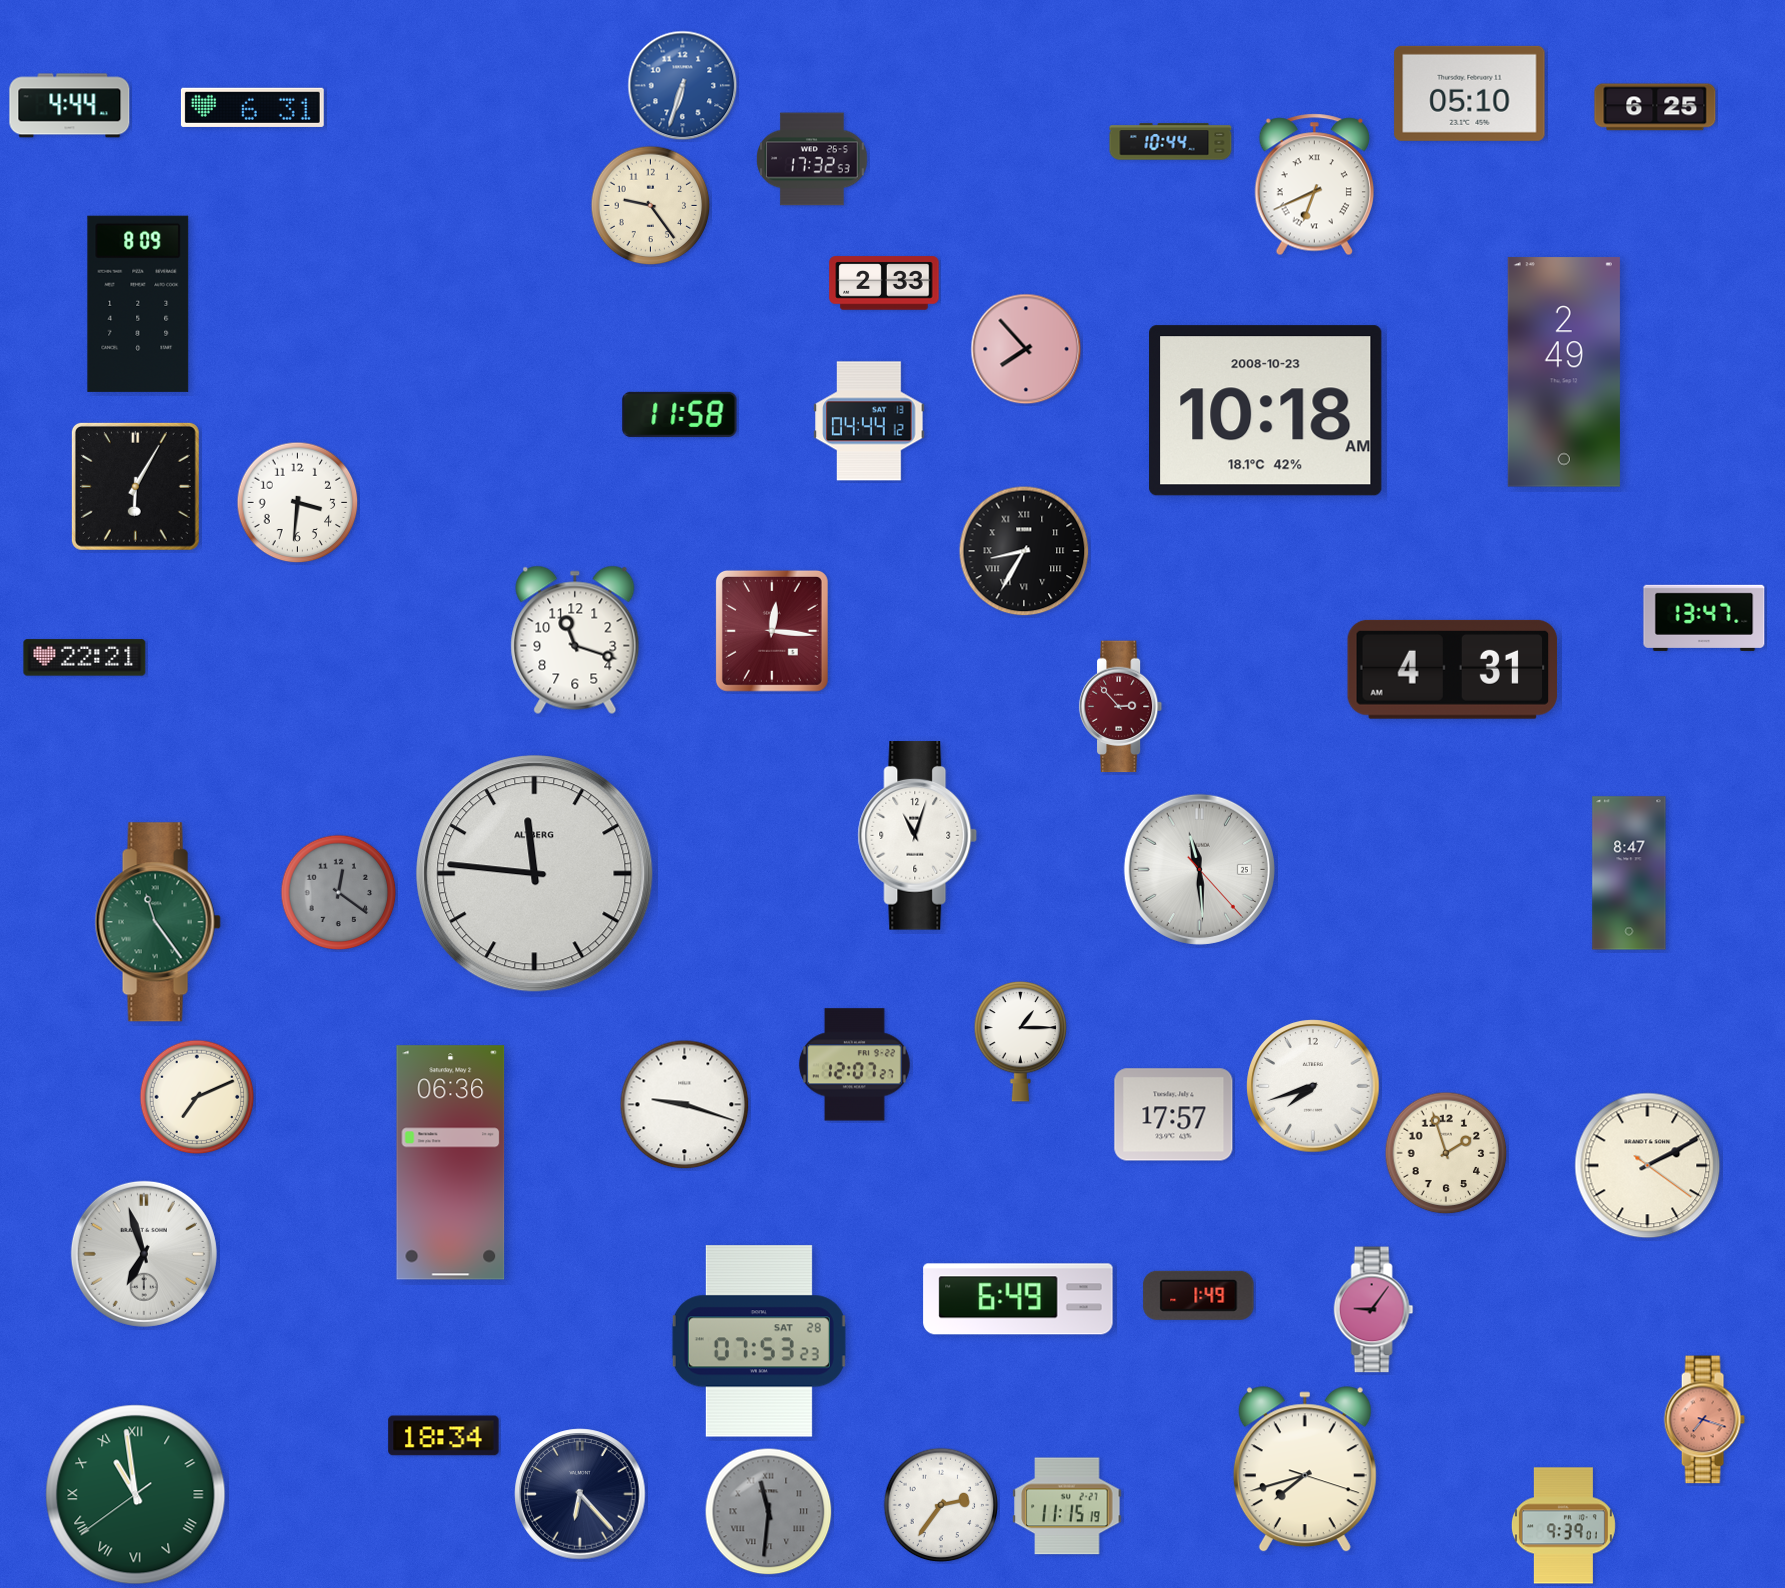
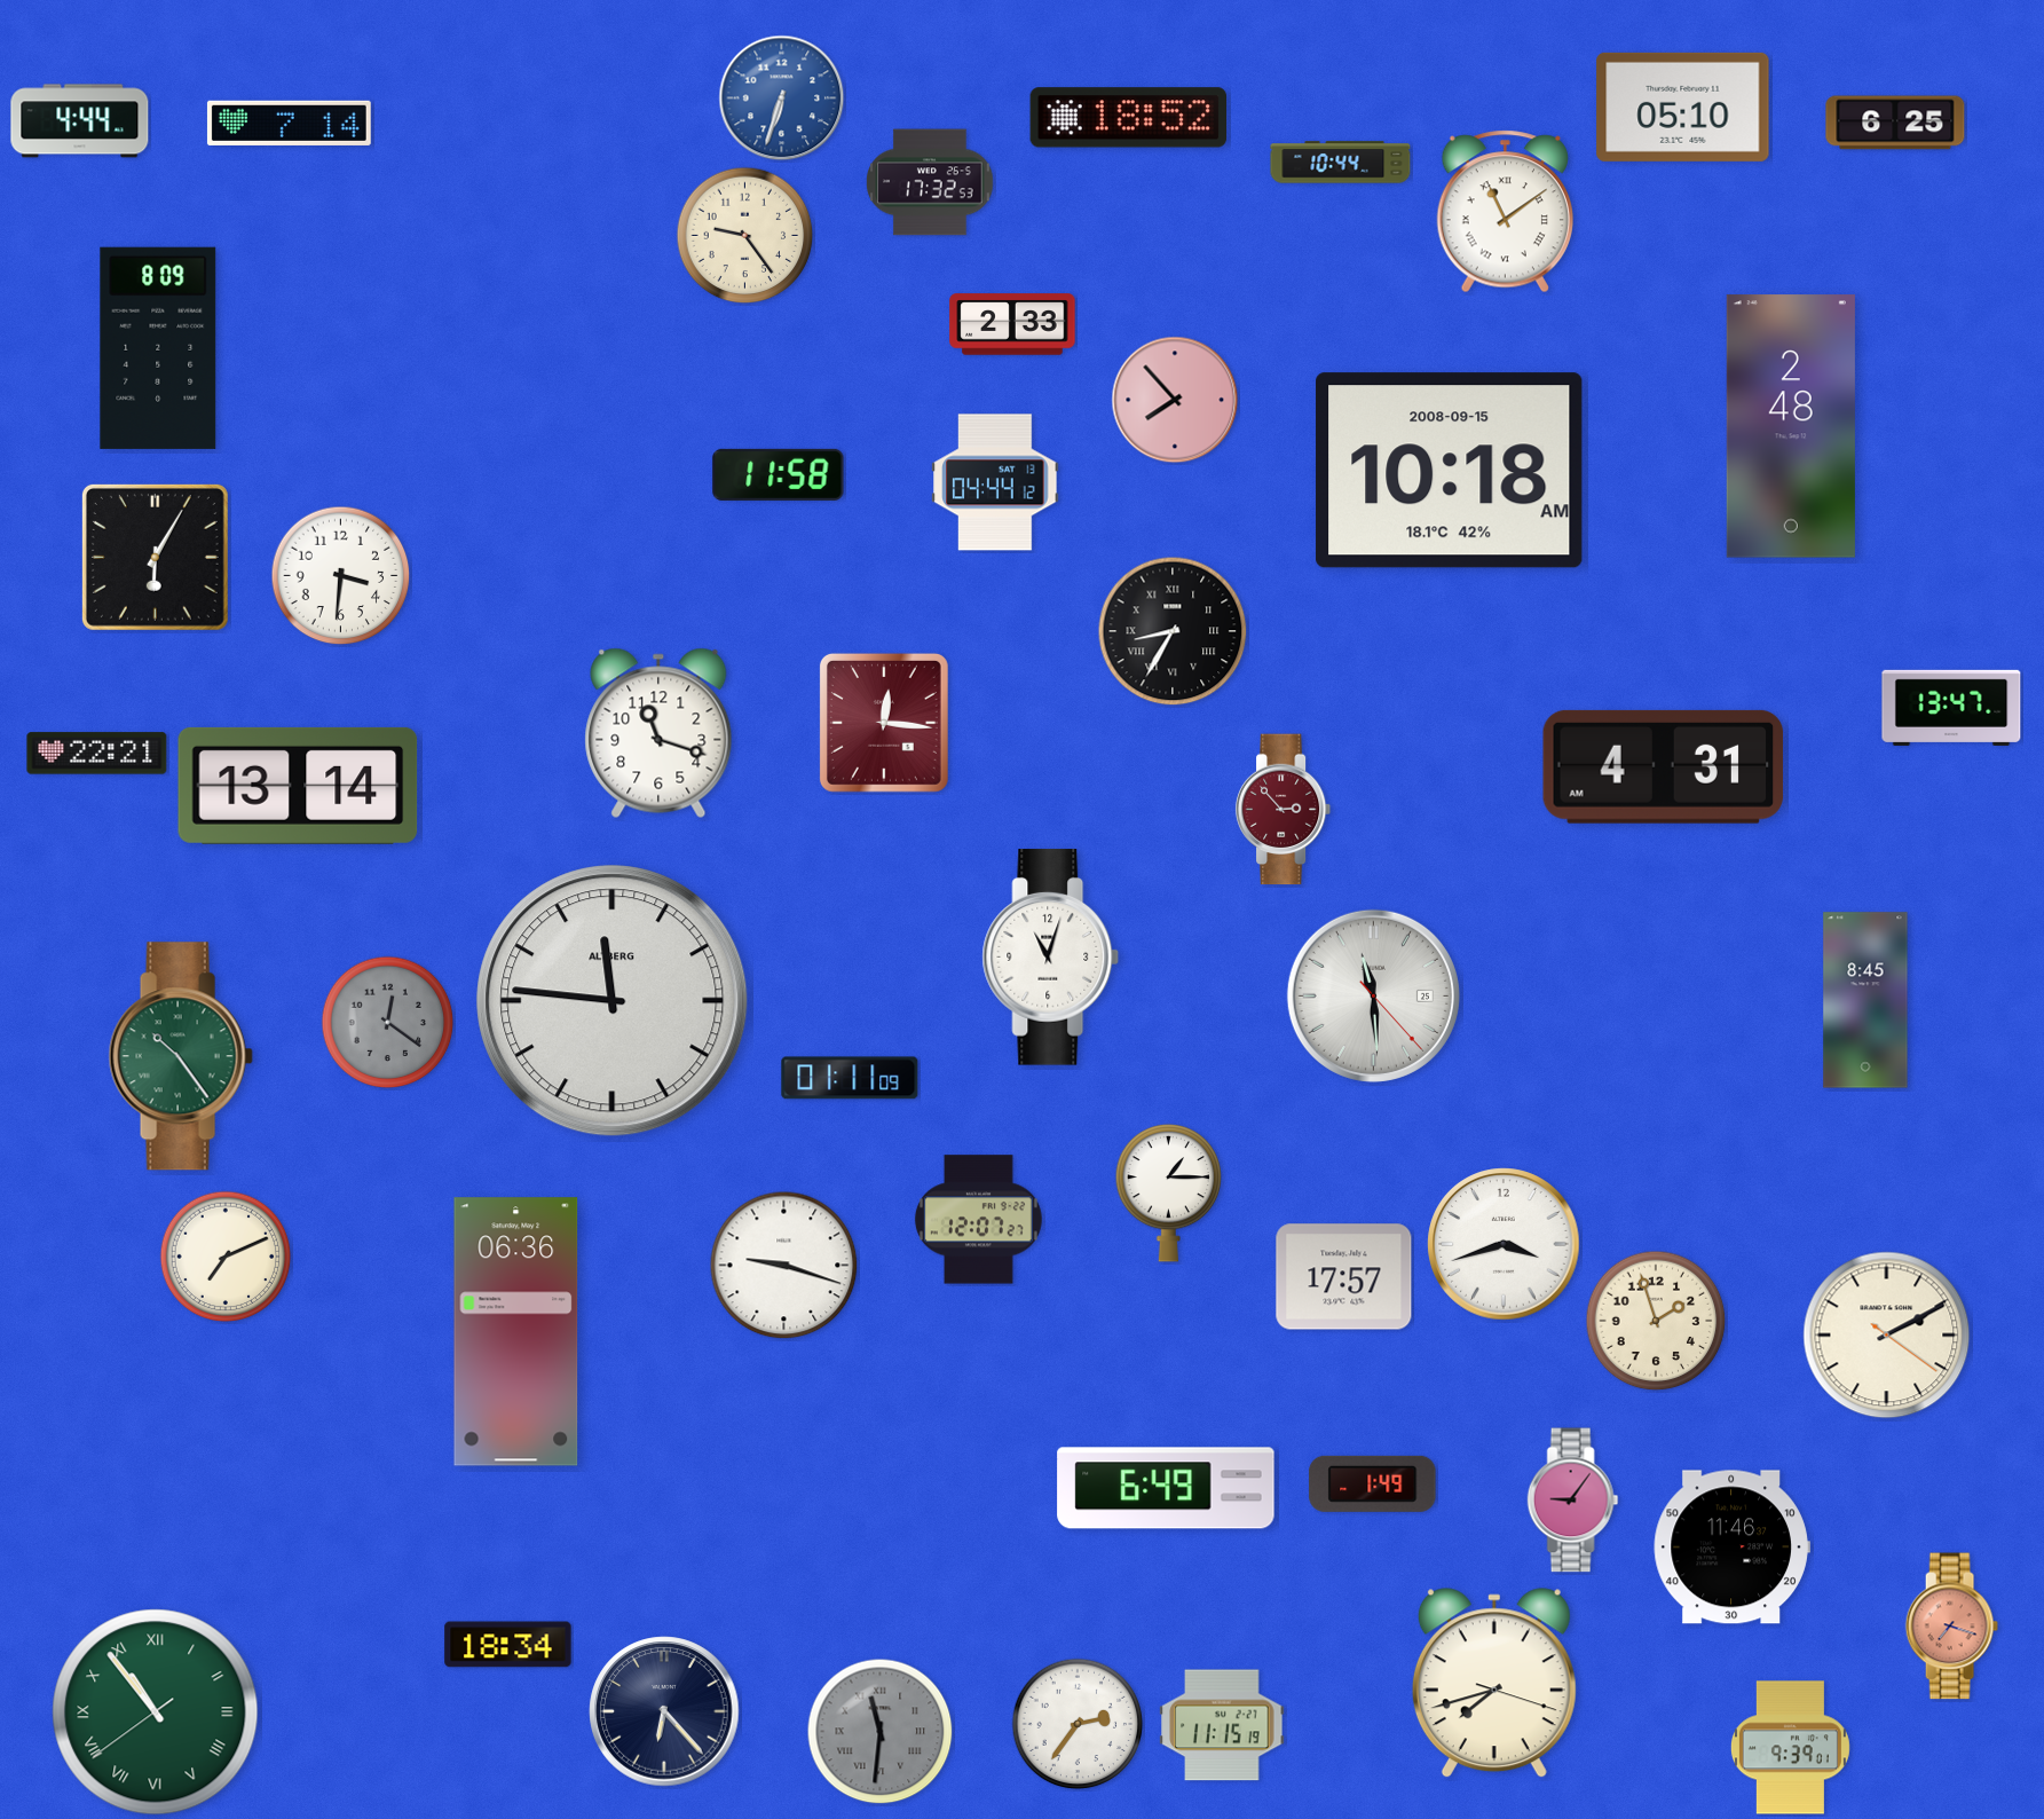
clock at (1129, 118): none -> 18:52
clock at (252, 107): 6:31 -> 7:14
clock at (1314, 185): 6:41 -> 11:09
clock at (1564, 372): 2:49 -> 2:48
clock at (1266, 411) date: 2008-10-23 -> 2008-09-15
clock at (298, 786): none -> 13:14
clock at (1629, 873): 8:47 -> 8:45
clock at (158, 922): 11:24 -> 10:24
clock at (850, 1078): none -> 01:11
clock at (1313, 1086): 7:42 -> 3:42
clock at (144, 1254): 6:57 -> none
clock at (759, 1341): 07:53 -> none
clock at (1731, 1548): none -> 11:46
clock at (136, 1495): 10:58 -> 10:53
